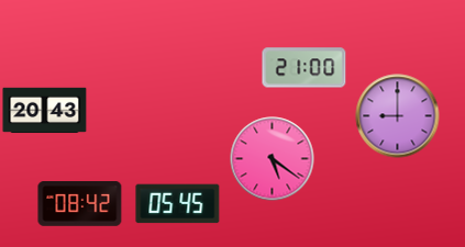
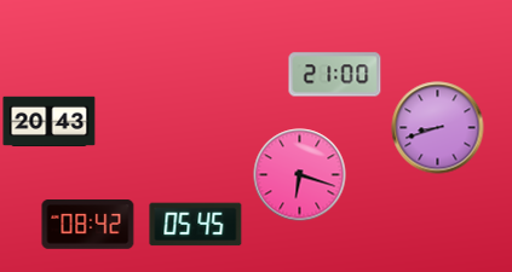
clock at (398, 116): 9:00 -> 8:42
clock at (273, 159): 5:21 -> 6:18
